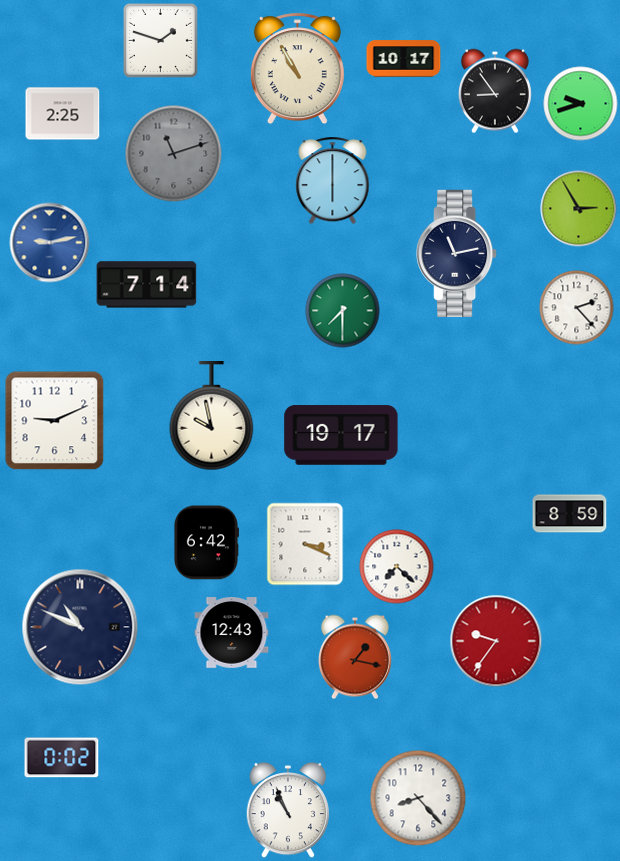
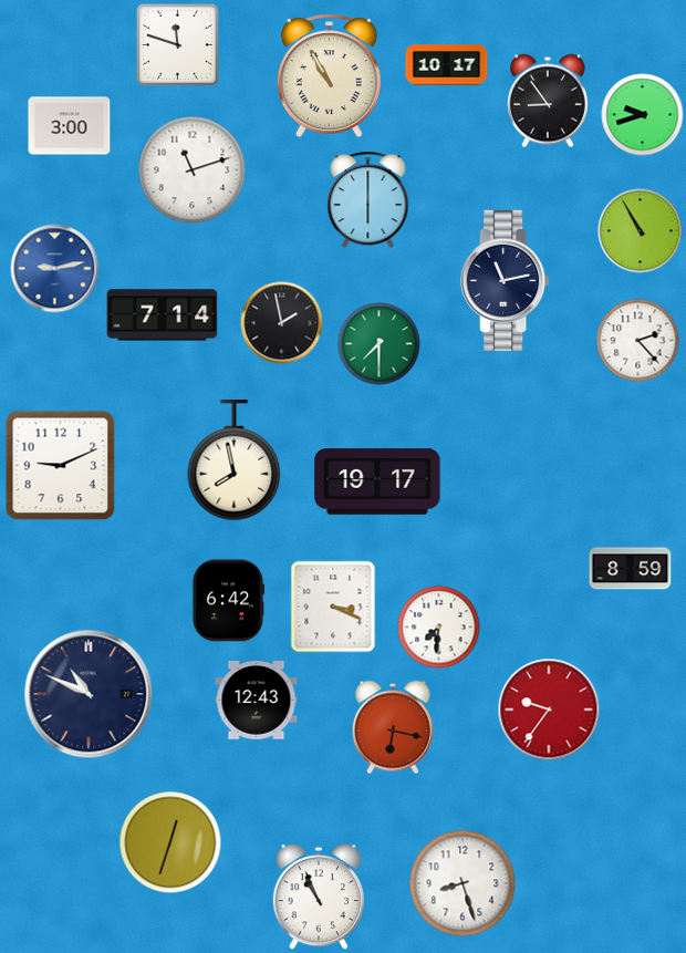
clock at (160, 40): 1:48 -> 11:48
clock at (63, 114): 2:25 -> 3:00
clock at (174, 154) dial: grey -> white
clock at (579, 209): 2:55 -> 10:55
clock at (282, 323): none -> 1:58
clock at (212, 417): 9:58 -> 7:58
clock at (305, 544) position: (305, 544) -> (333, 607)
clock at (397, 567): 7:22 -> 7:31
clock at (355, 657): 1:17 -> 6:17
clock at (62, 758): 0:02 -> none
clock at (170, 842): none -> 12:33
clock at (418, 798): 8:23 -> 8:27
